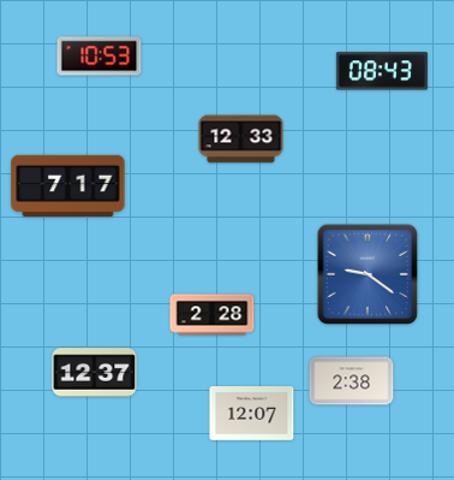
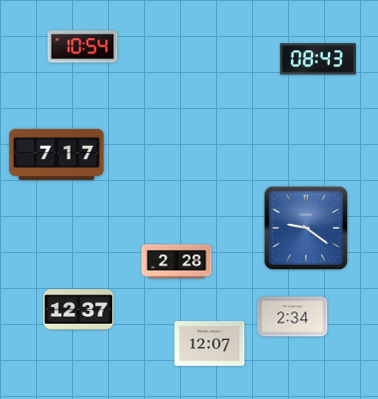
clock at (100, 57): 10:53 -> 10:54
clock at (241, 140): 12:33 -> none
clock at (352, 381): 2:38 -> 2:34
